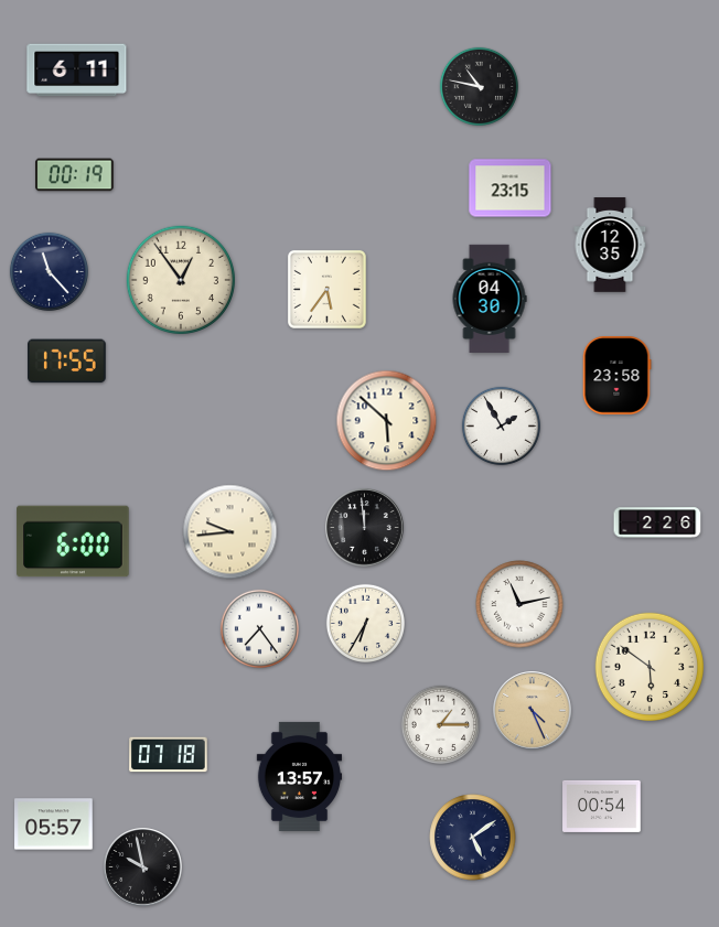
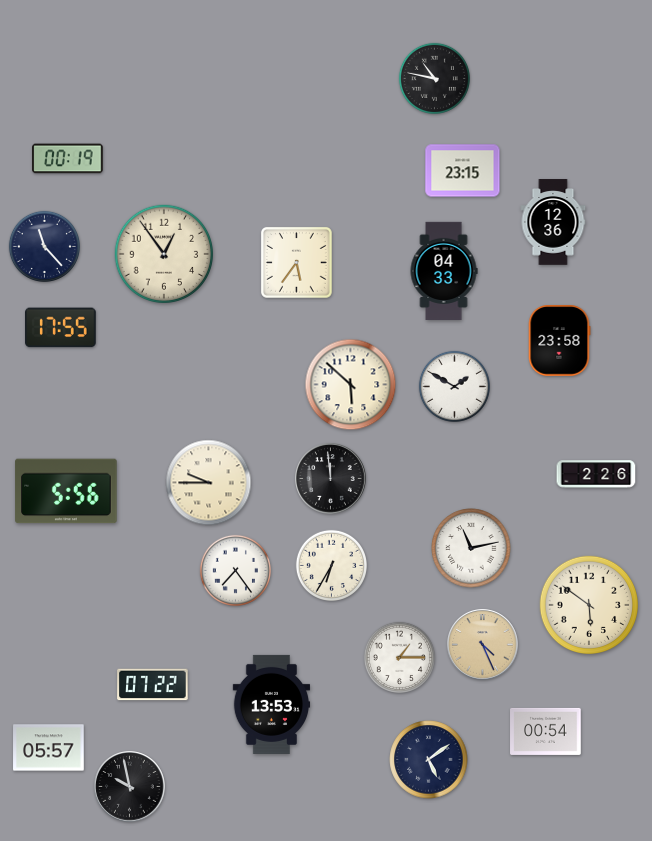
clock at (77, 71): 6:11 -> none
clock at (610, 245): 12:35 -> 12:36
clock at (490, 298): 04:30 -> 04:33
clock at (387, 421) position: (387, 421) -> (351, 385)
clock at (501, 425): 1:55 -> 1:50
clock at (230, 532): 9:44 -> 9:45
clock at (73, 541): 6:00 -> 5:56
clock at (169, 755): 07:18 -> 07:22
clock at (300, 776): 13:57 -> 13:53
